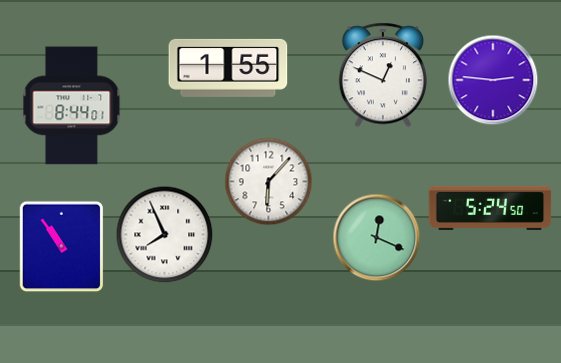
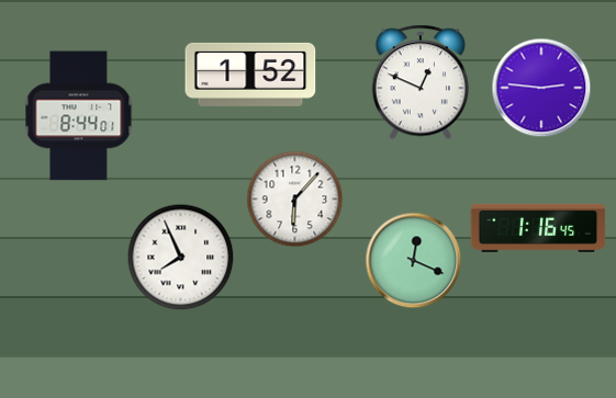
clock at (228, 68): 1:55 -> 1:52
clock at (490, 208): 5:24 -> 1:16
clock at (62, 247): 10:54 -> none
